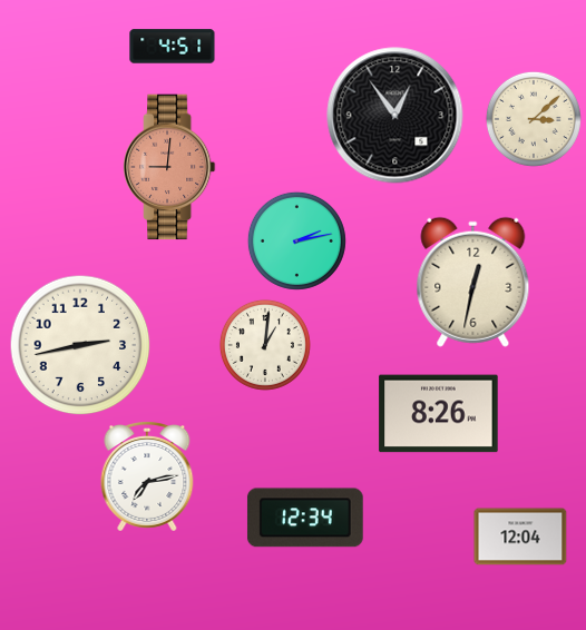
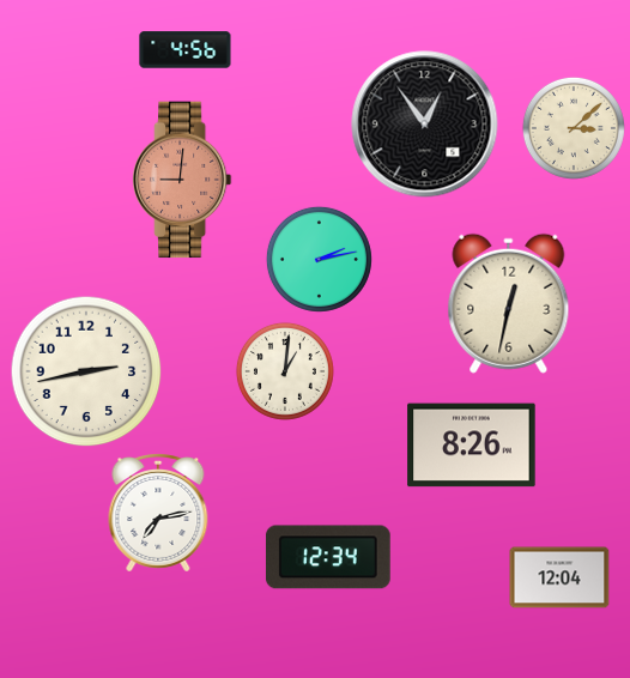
clock at (173, 47): 4:51 -> 4:56
